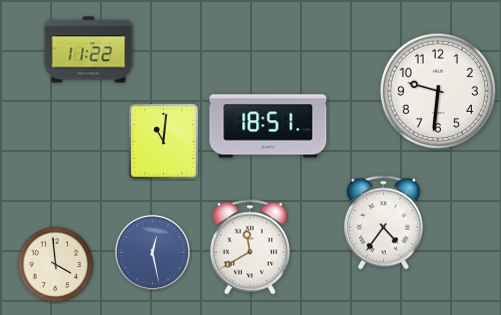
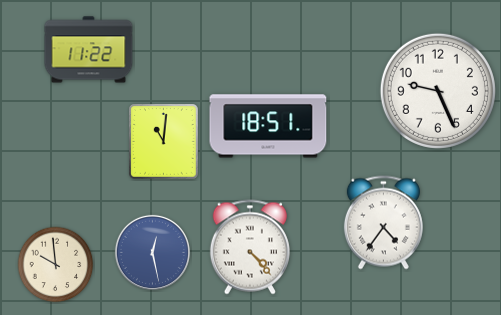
clock at (438, 91): 9:31 -> 9:26
clock at (250, 247): 11:40 -> 4:23
clock at (56, 265): 3:59 -> 9:59
